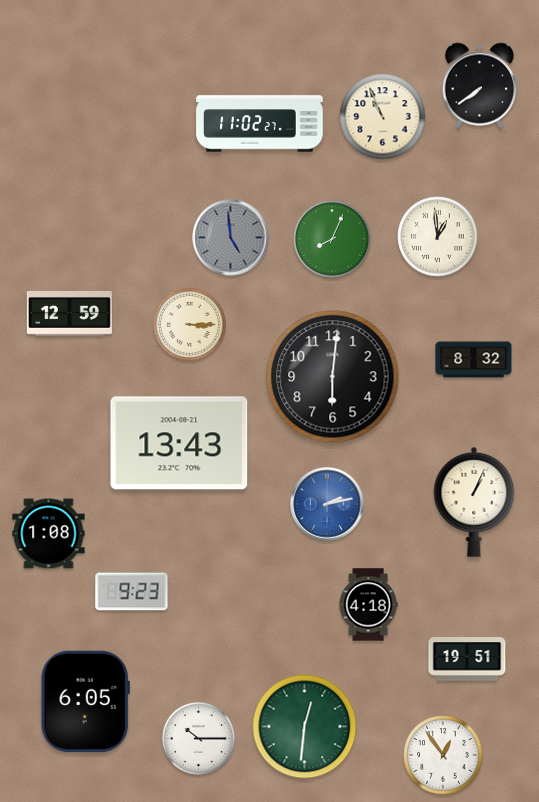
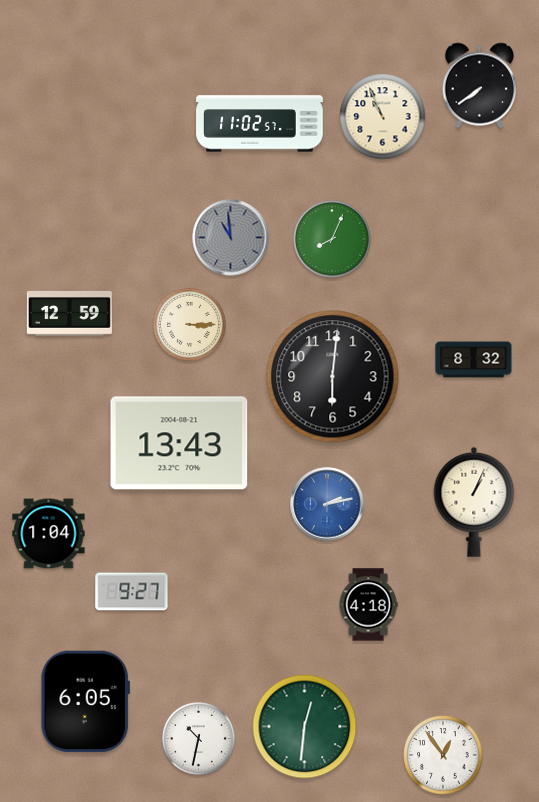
clock at (260, 124): 11:02:27 -> 11:02:57
clock at (438, 237): 12:59 -> none
clock at (231, 238): 4:59 -> 10:59
clock at (49, 534): 1:08 -> 1:04
clock at (132, 592): 9:23 -> 9:27
clock at (467, 659): 19:51 -> none
clock at (198, 738): 10:15 -> 10:32
